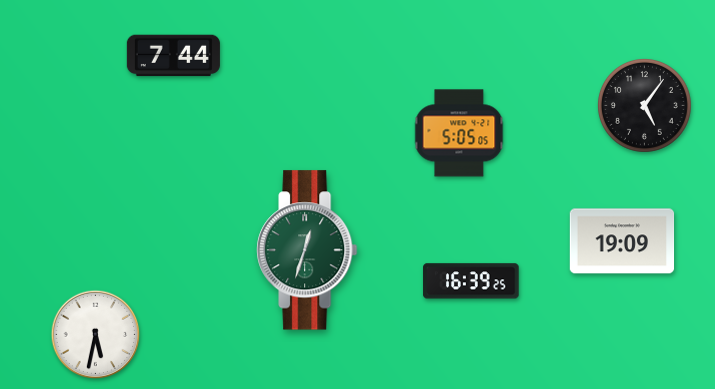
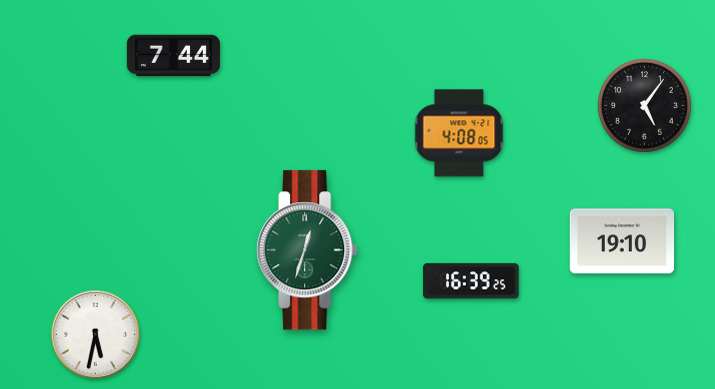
clock at (459, 133): 5:05 -> 4:08
clock at (622, 241): 19:09 -> 19:10
